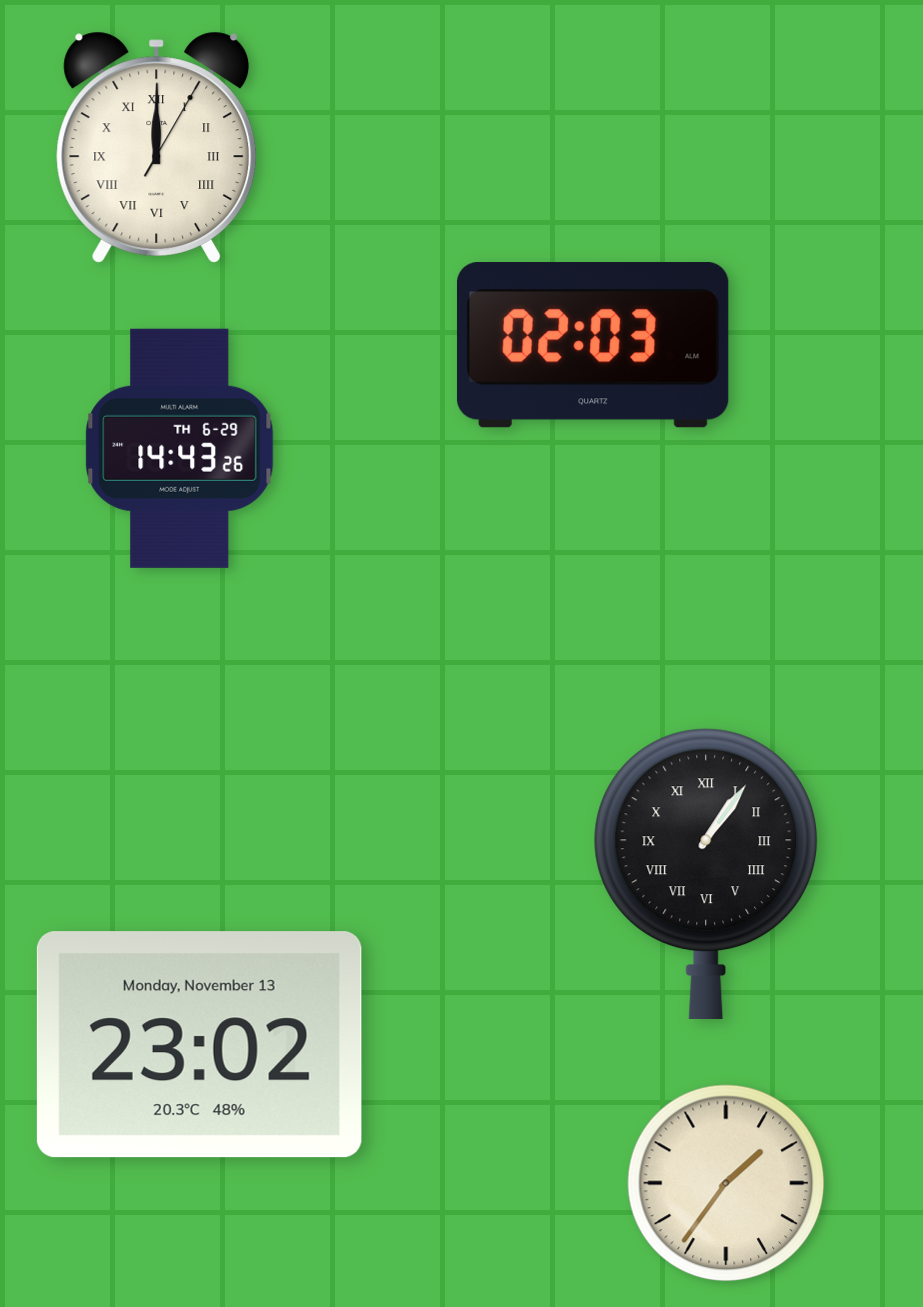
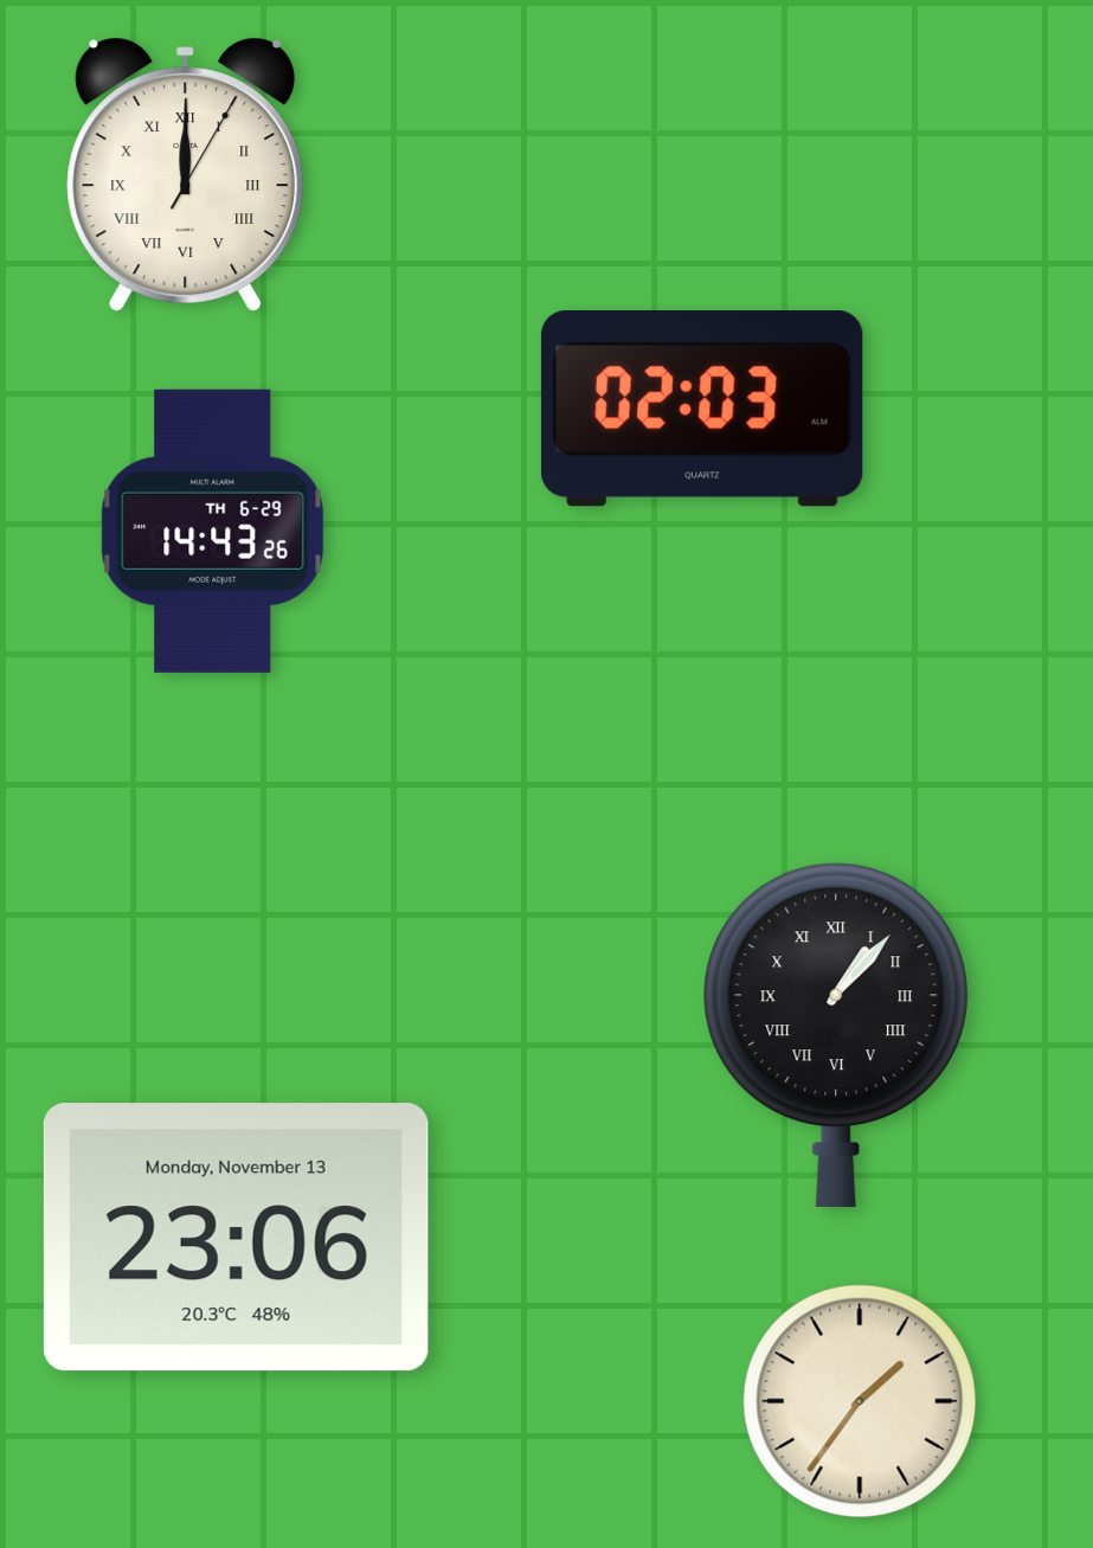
clock at (706, 874): 1:06 -> 1:07
clock at (199, 1045): 23:02 -> 23:06
